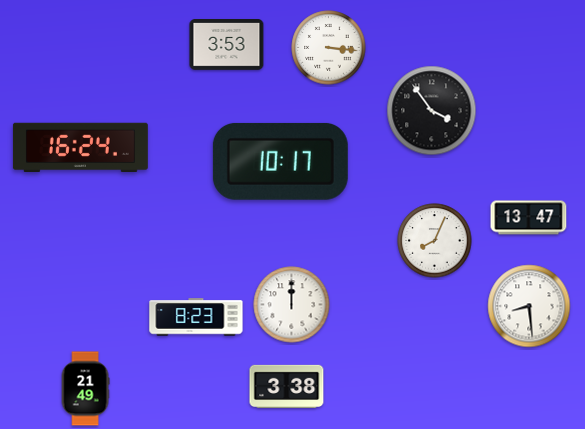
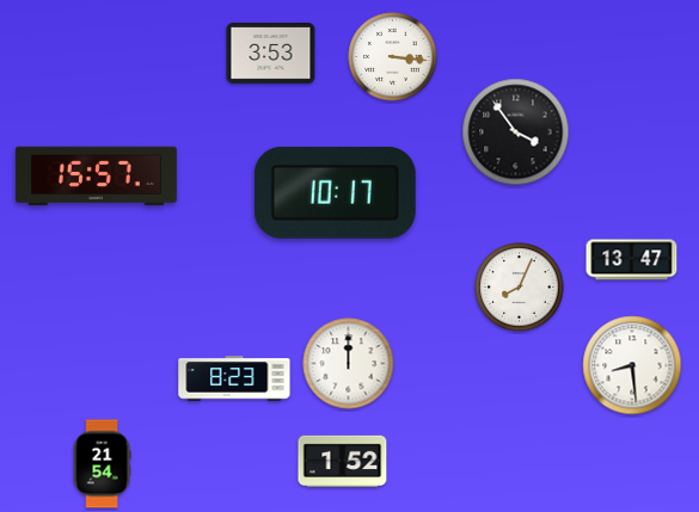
clock at (80, 147): 16:24 -> 15:57
clock at (287, 386): 3:38 -> 1:52
clock at (85, 389): 21:49 -> 21:54
